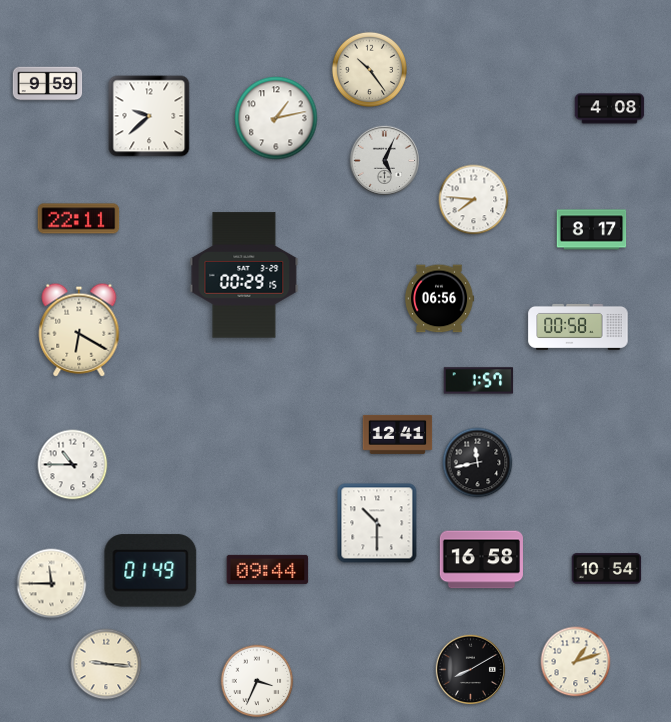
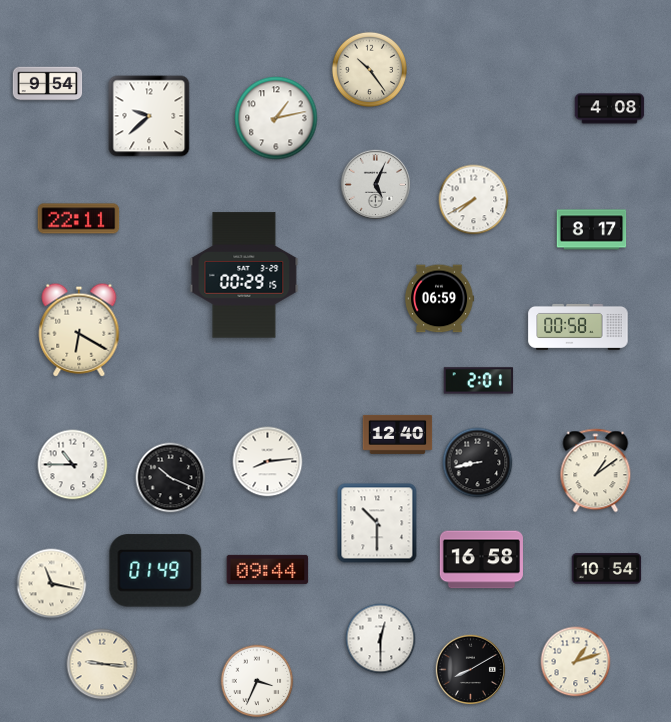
clock at (48, 84): 9:59 -> 9:54
clock at (384, 160) position: (384, 160) -> (375, 184)
clock at (474, 200): 7:46 -> 7:40
clock at (439, 299): 06:56 -> 06:59
clock at (479, 381): 1:57 -> 2:01
clock at (398, 434): 12:41 -> 12:40
clock at (268, 462): none -> 8:14
clock at (478, 463): 11:43 -> 8:43
clock at (596, 471): none -> 1:09
clock at (171, 478): none -> 10:19
clock at (151, 571) position: (151, 571) -> (156, 571)
clock at (52, 584): 11:45 -> 11:17
clock at (381, 639): none -> 12:30
clock at (106, 664) position: (106, 664) -> (102, 664)
